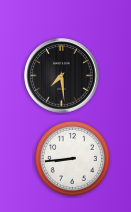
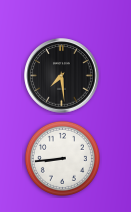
clock at (72, 158) position: (72, 158) -> (62, 158)
